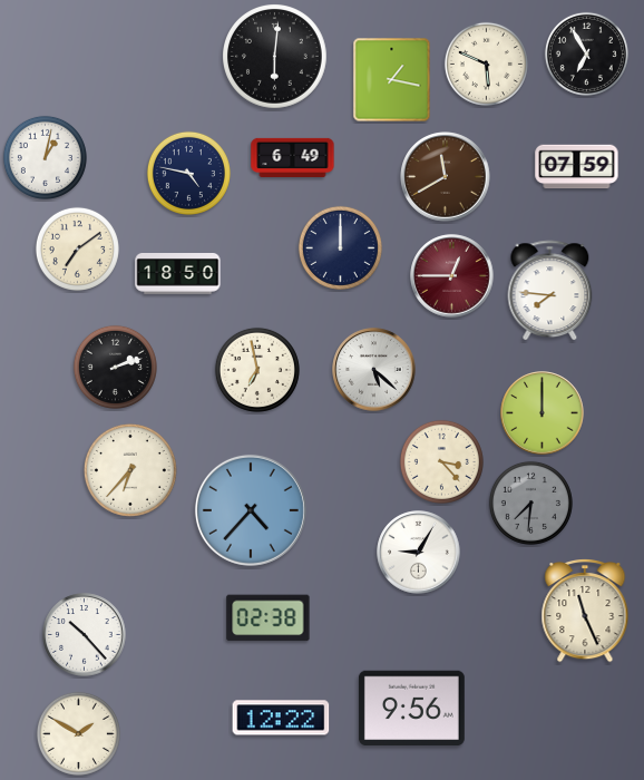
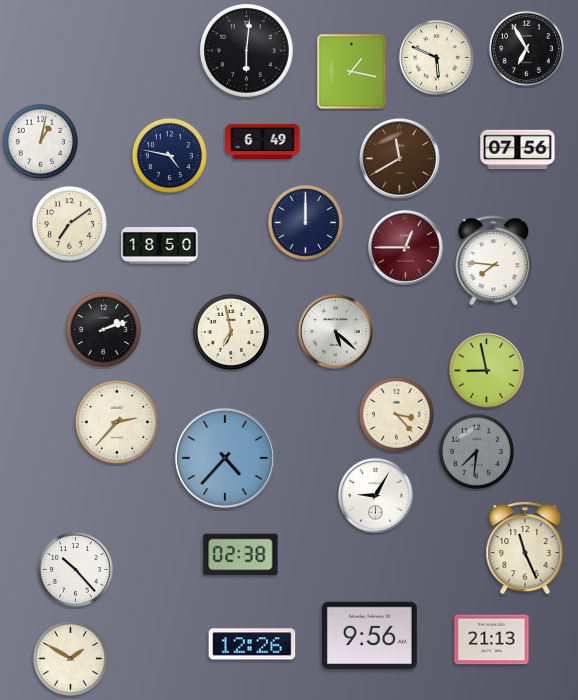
clock at (577, 167): 07:59 -> 07:56
clock at (543, 413): 12:00 -> 8:58
clock at (130, 470): 6:37 -> 2:37
clock at (492, 640): none -> 21:13
clock at (281, 718): 12:22 -> 12:26
